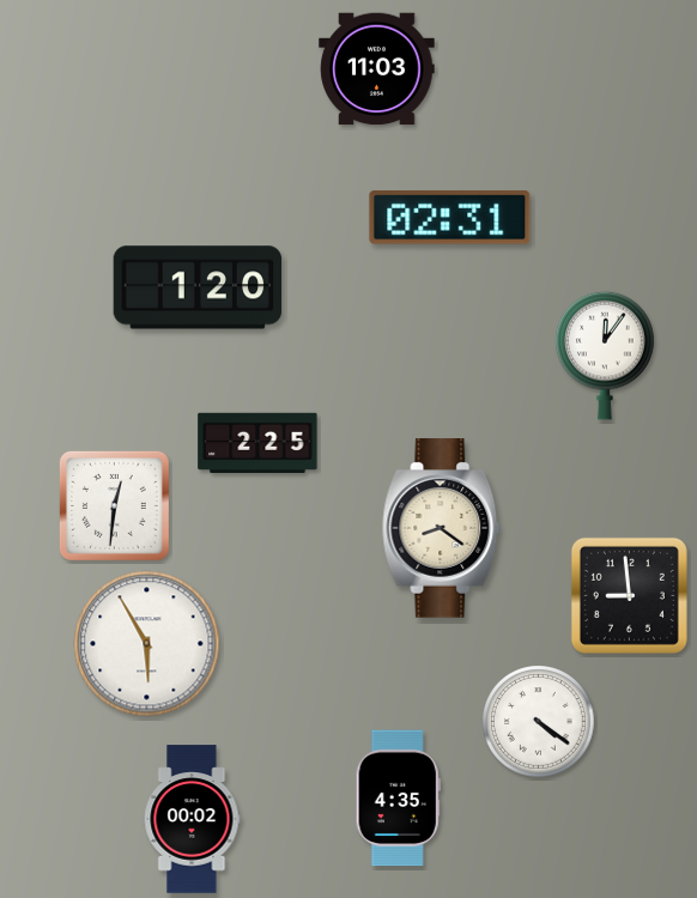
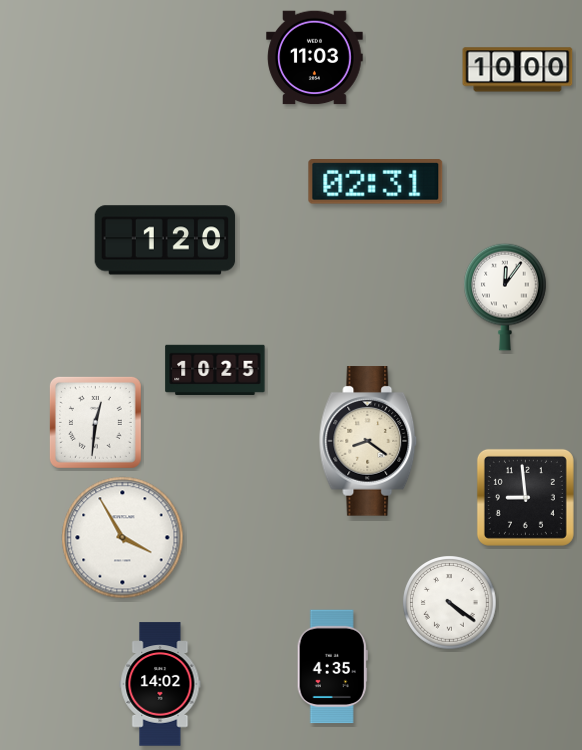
clock at (518, 70): none -> 10:00
clock at (257, 443): 2:25 -> 10:25
clock at (147, 644): 5:55 -> 3:55
clock at (192, 819): 00:02 -> 14:02
